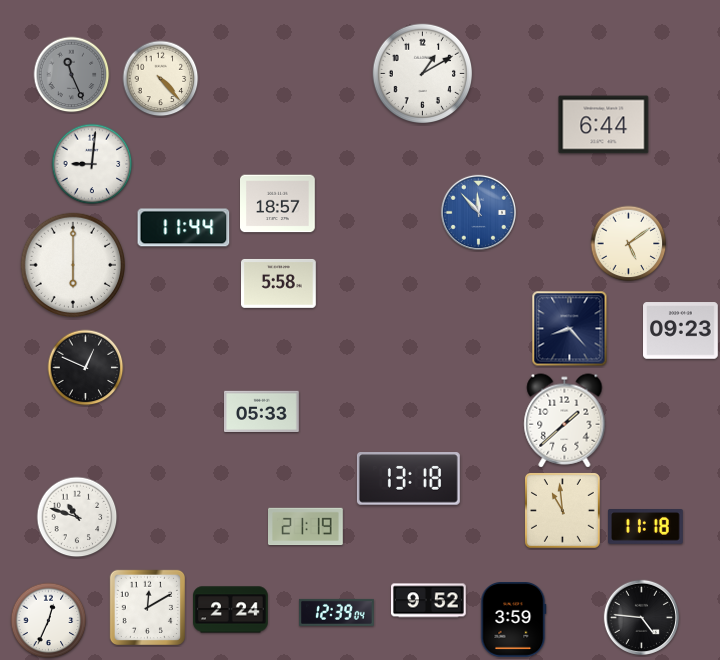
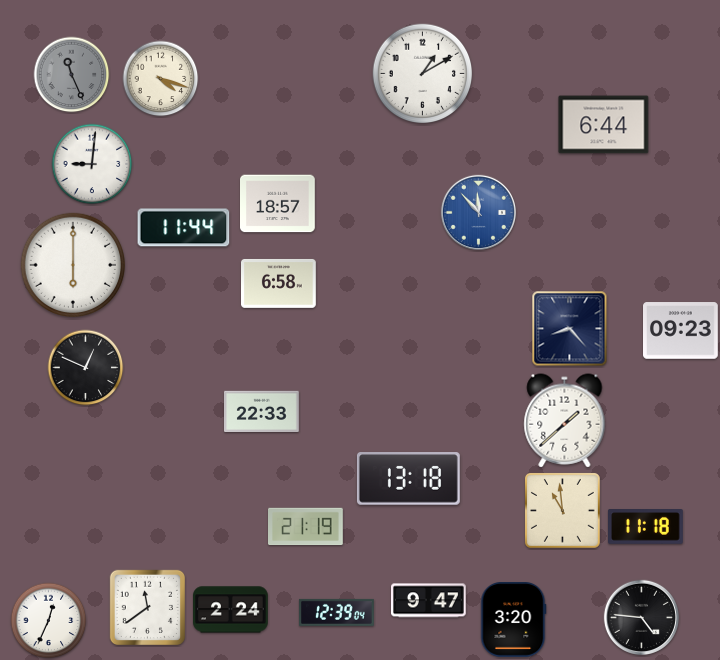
clock at (161, 79): 4:23 -> 4:18
clock at (629, 244): 5:09 -> none
clock at (279, 283): 5:58 -> 6:58
clock at (262, 411): 05:33 -> 22:33
clock at (77, 517): 10:48 -> none
clock at (429, 601): 9:52 -> 9:47
clock at (147, 607): 12:10 -> 11:39
clock at (514, 620): 3:59 -> 3:20
